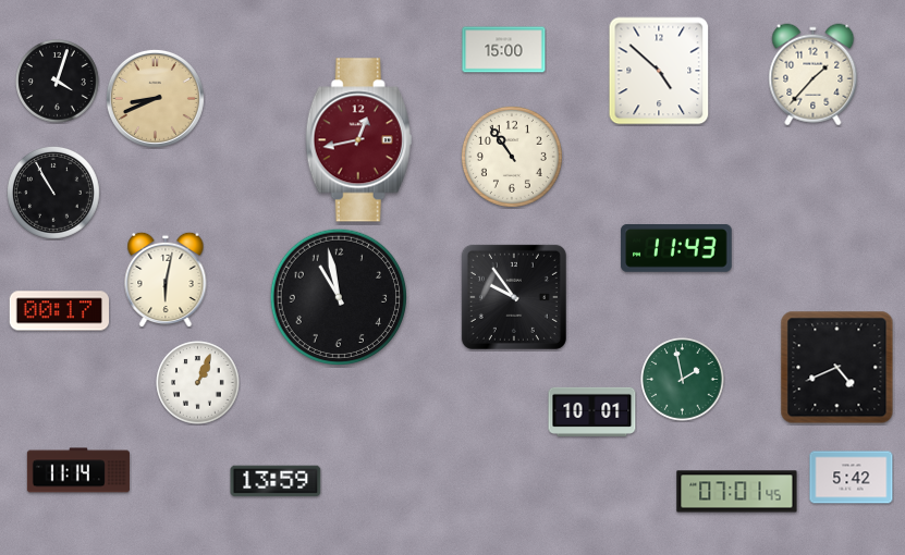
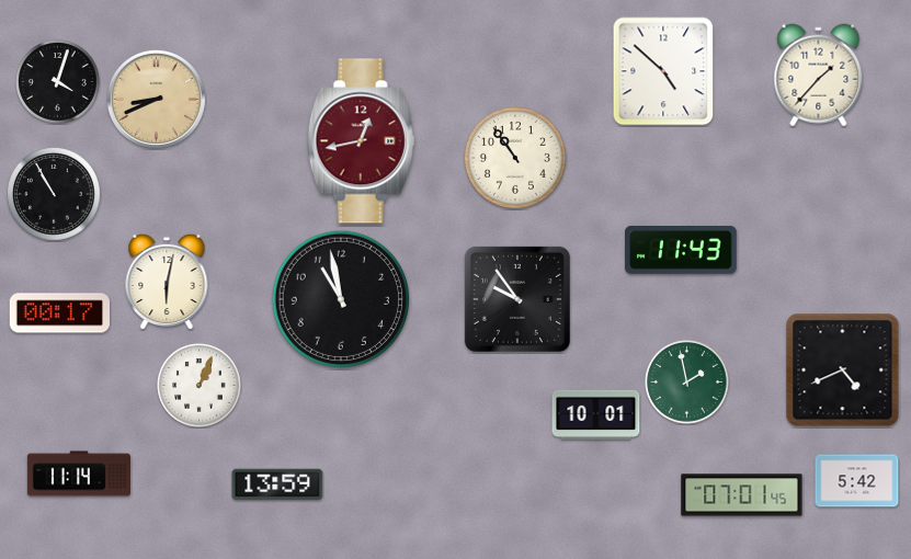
clock at (504, 50): 15:00 -> none
